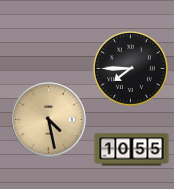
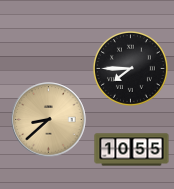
clock at (49, 120): 4:28 -> 8:38
